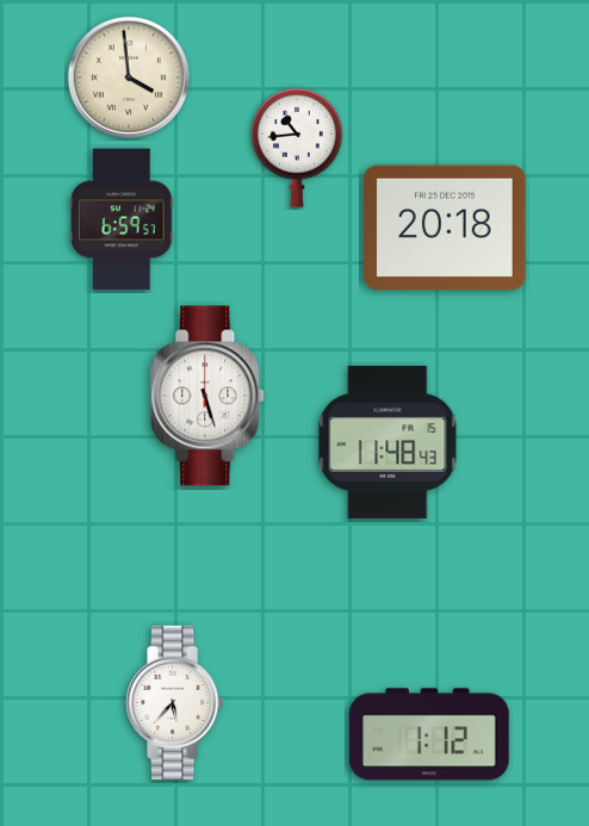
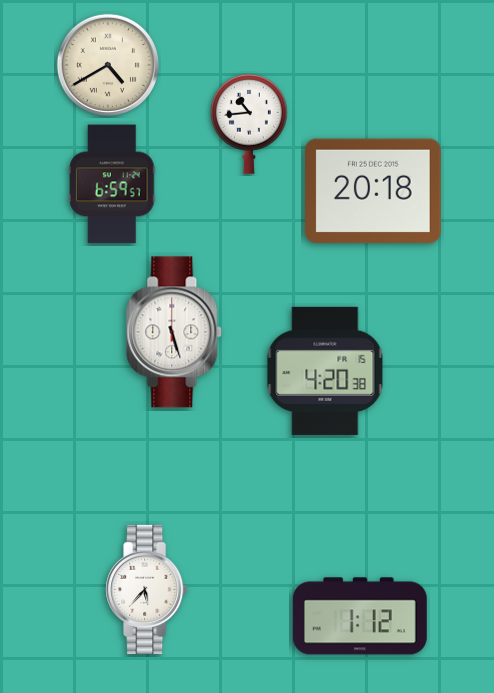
clock at (129, 77): 3:59 -> 4:40
clock at (122, 219) position: (122, 219) -> (112, 184)
clock at (387, 442): 11:48 -> 4:20
